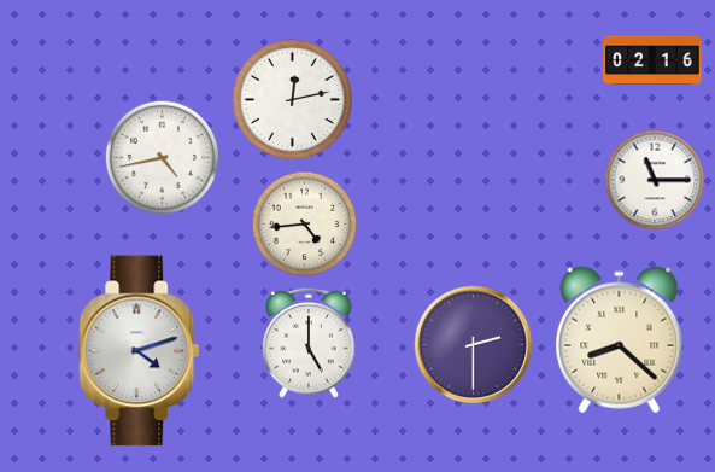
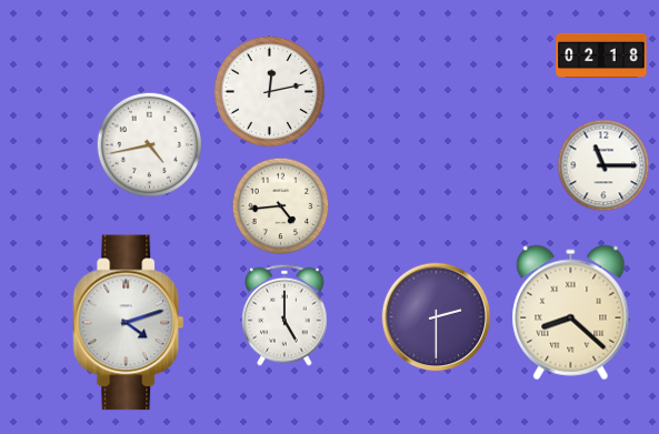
clock at (652, 59): 02:16 -> 02:18
